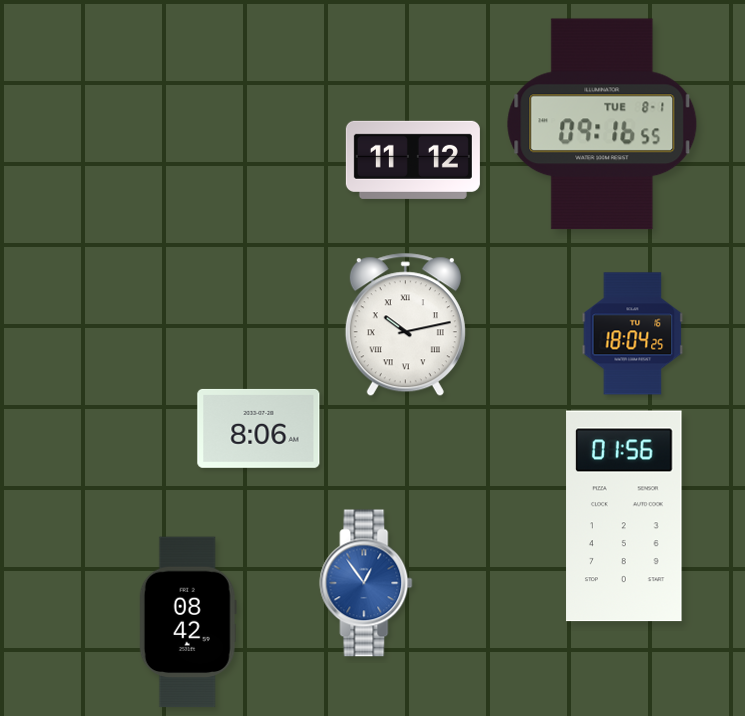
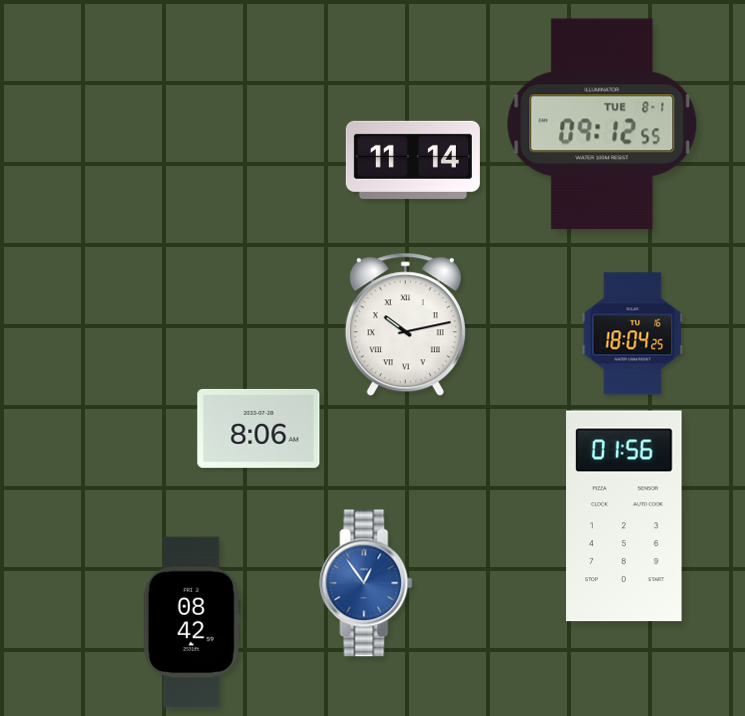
clock at (602, 124): 09:16 -> 09:12
clock at (413, 160): 11:12 -> 11:14
clock at (188, 622) position: (188, 622) -> (192, 622)
